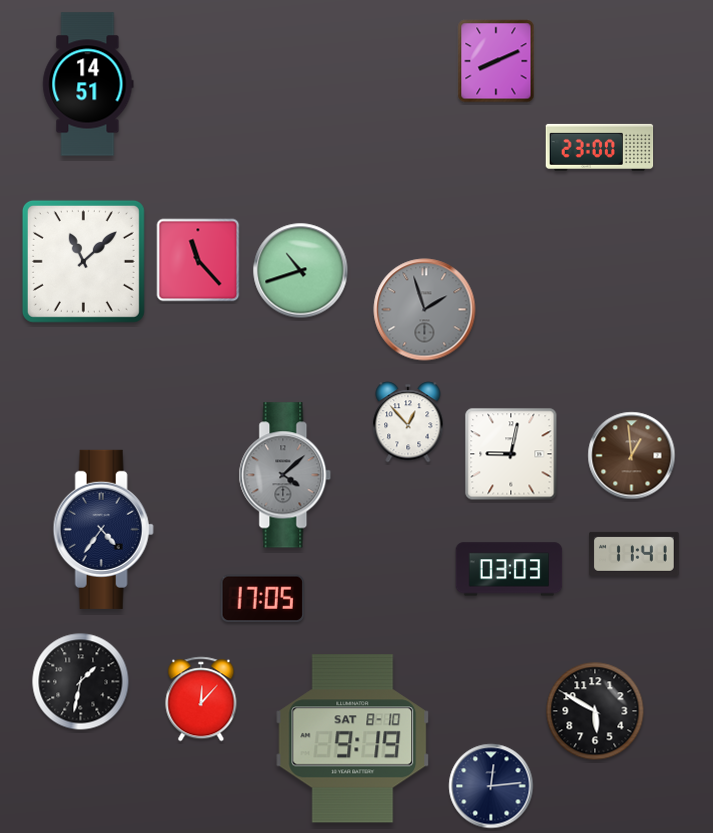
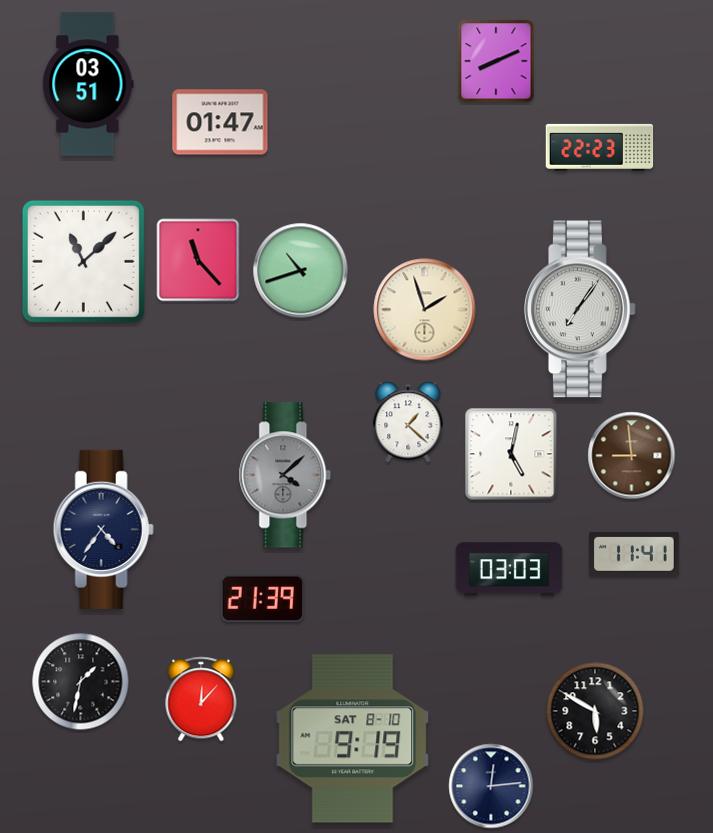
clock at (88, 84): 14:51 -> 03:51
clock at (220, 122): none -> 01:47
clock at (600, 147): 23:00 -> 22:23
clock at (581, 309): none -> 7:06
clock at (425, 310) dial: grey -> cream
clock at (408, 422): 12:53 -> 1:22
clock at (511, 454): 9:02 -> 5:02
clock at (632, 456): 12:59 -> 8:59
clock at (262, 599): 17:05 -> 21:39
